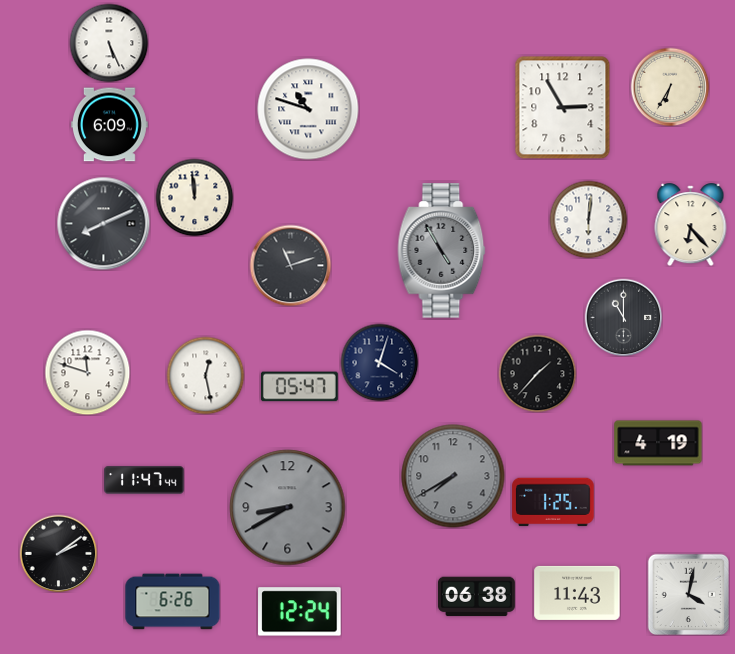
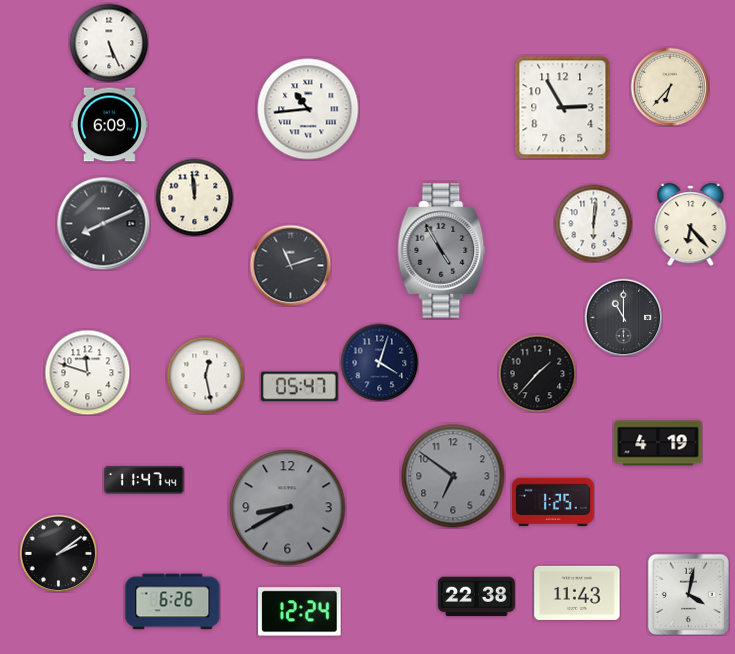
clock at (670, 87): 6:35 -> 6:37
clock at (308, 109): 10:48 -> 10:44
clock at (588, 219) position: (588, 219) -> (593, 223)
clock at (453, 476): 7:40 -> 6:51
clock at (476, 597): 06:38 -> 22:38
